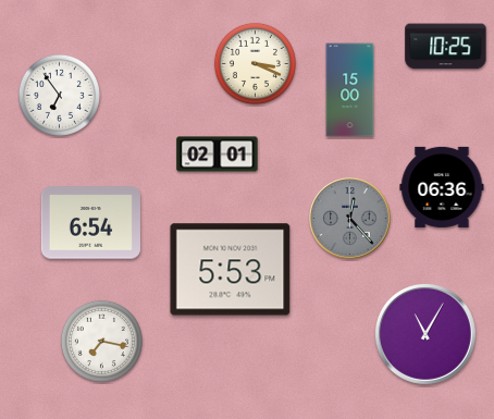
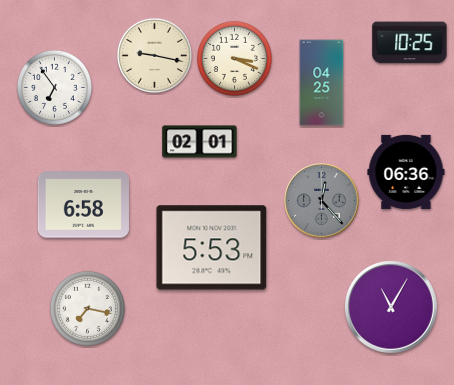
clock at (154, 55): none -> 9:17
clock at (350, 90): 15:00 -> 04:25
clock at (90, 223): 6:54 -> 6:58
clock at (101, 341) position: (101, 341) -> (87, 308)
